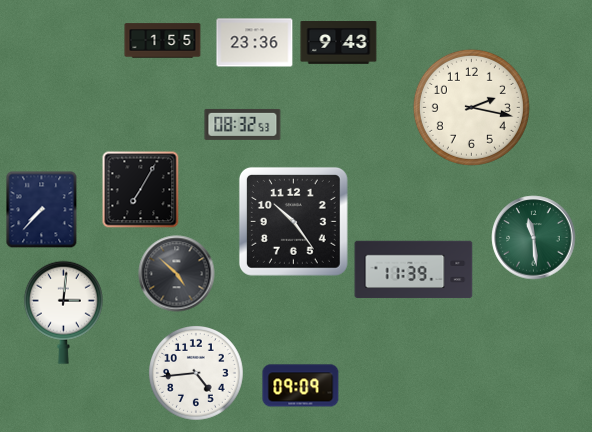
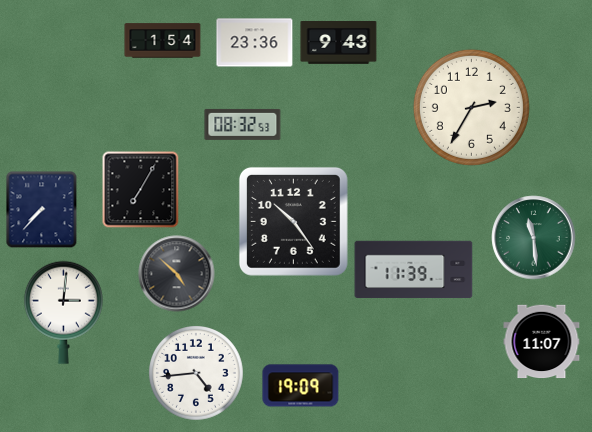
clock at (163, 41): 1:55 -> 1:54
clock at (471, 107): 2:17 -> 2:35
clock at (542, 342): none -> 11:07
clock at (301, 386): 09:09 -> 19:09
